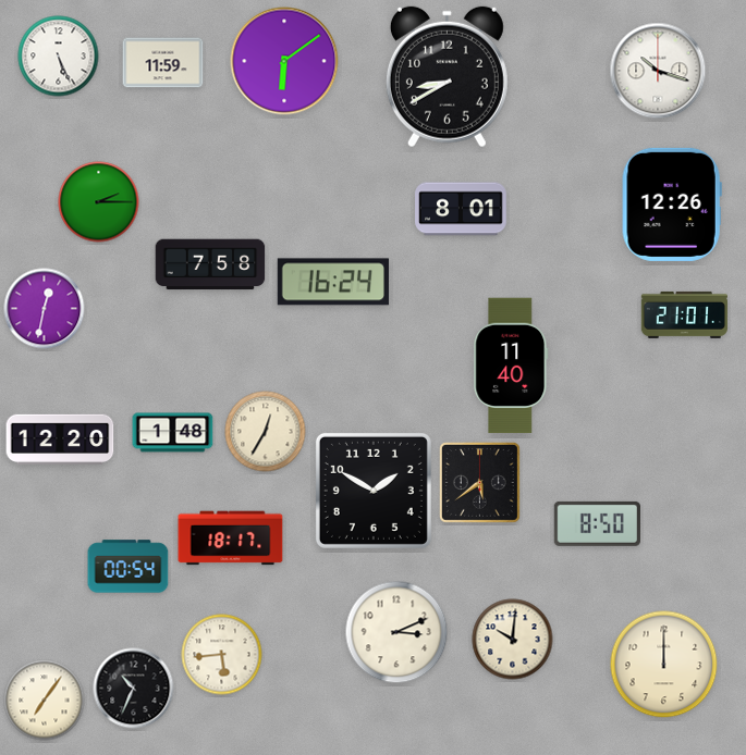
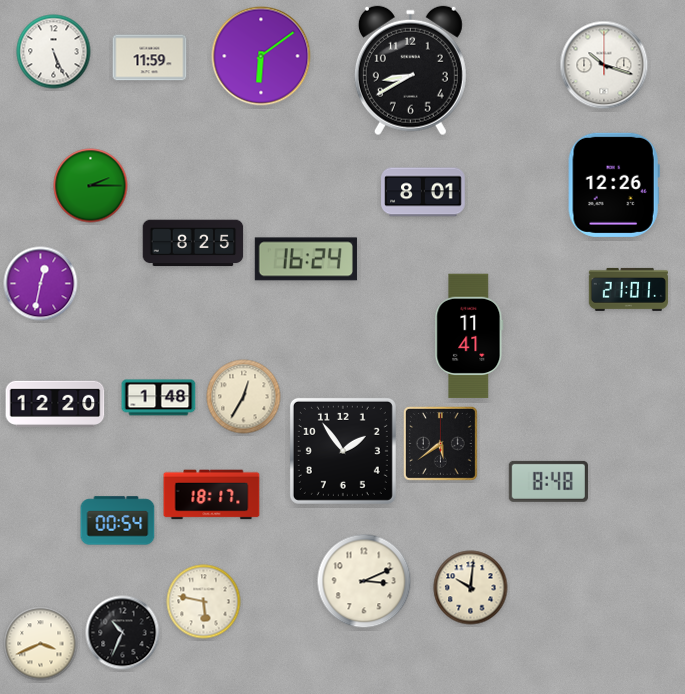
clock at (672, 205) position: (672, 205) -> (614, 185)
clock at (210, 264): 7:58 -> 8:25
clock at (511, 366): 11:40 -> 11:41
clock at (374, 491): 1:50 -> 1:54
clock at (597, 523): 8:50 -> 8:48
clock at (222, 655): 5:44 -> 5:47
clock at (664, 665): 12:00 -> none
clock at (45, 701): 7:06 -> 3:41
